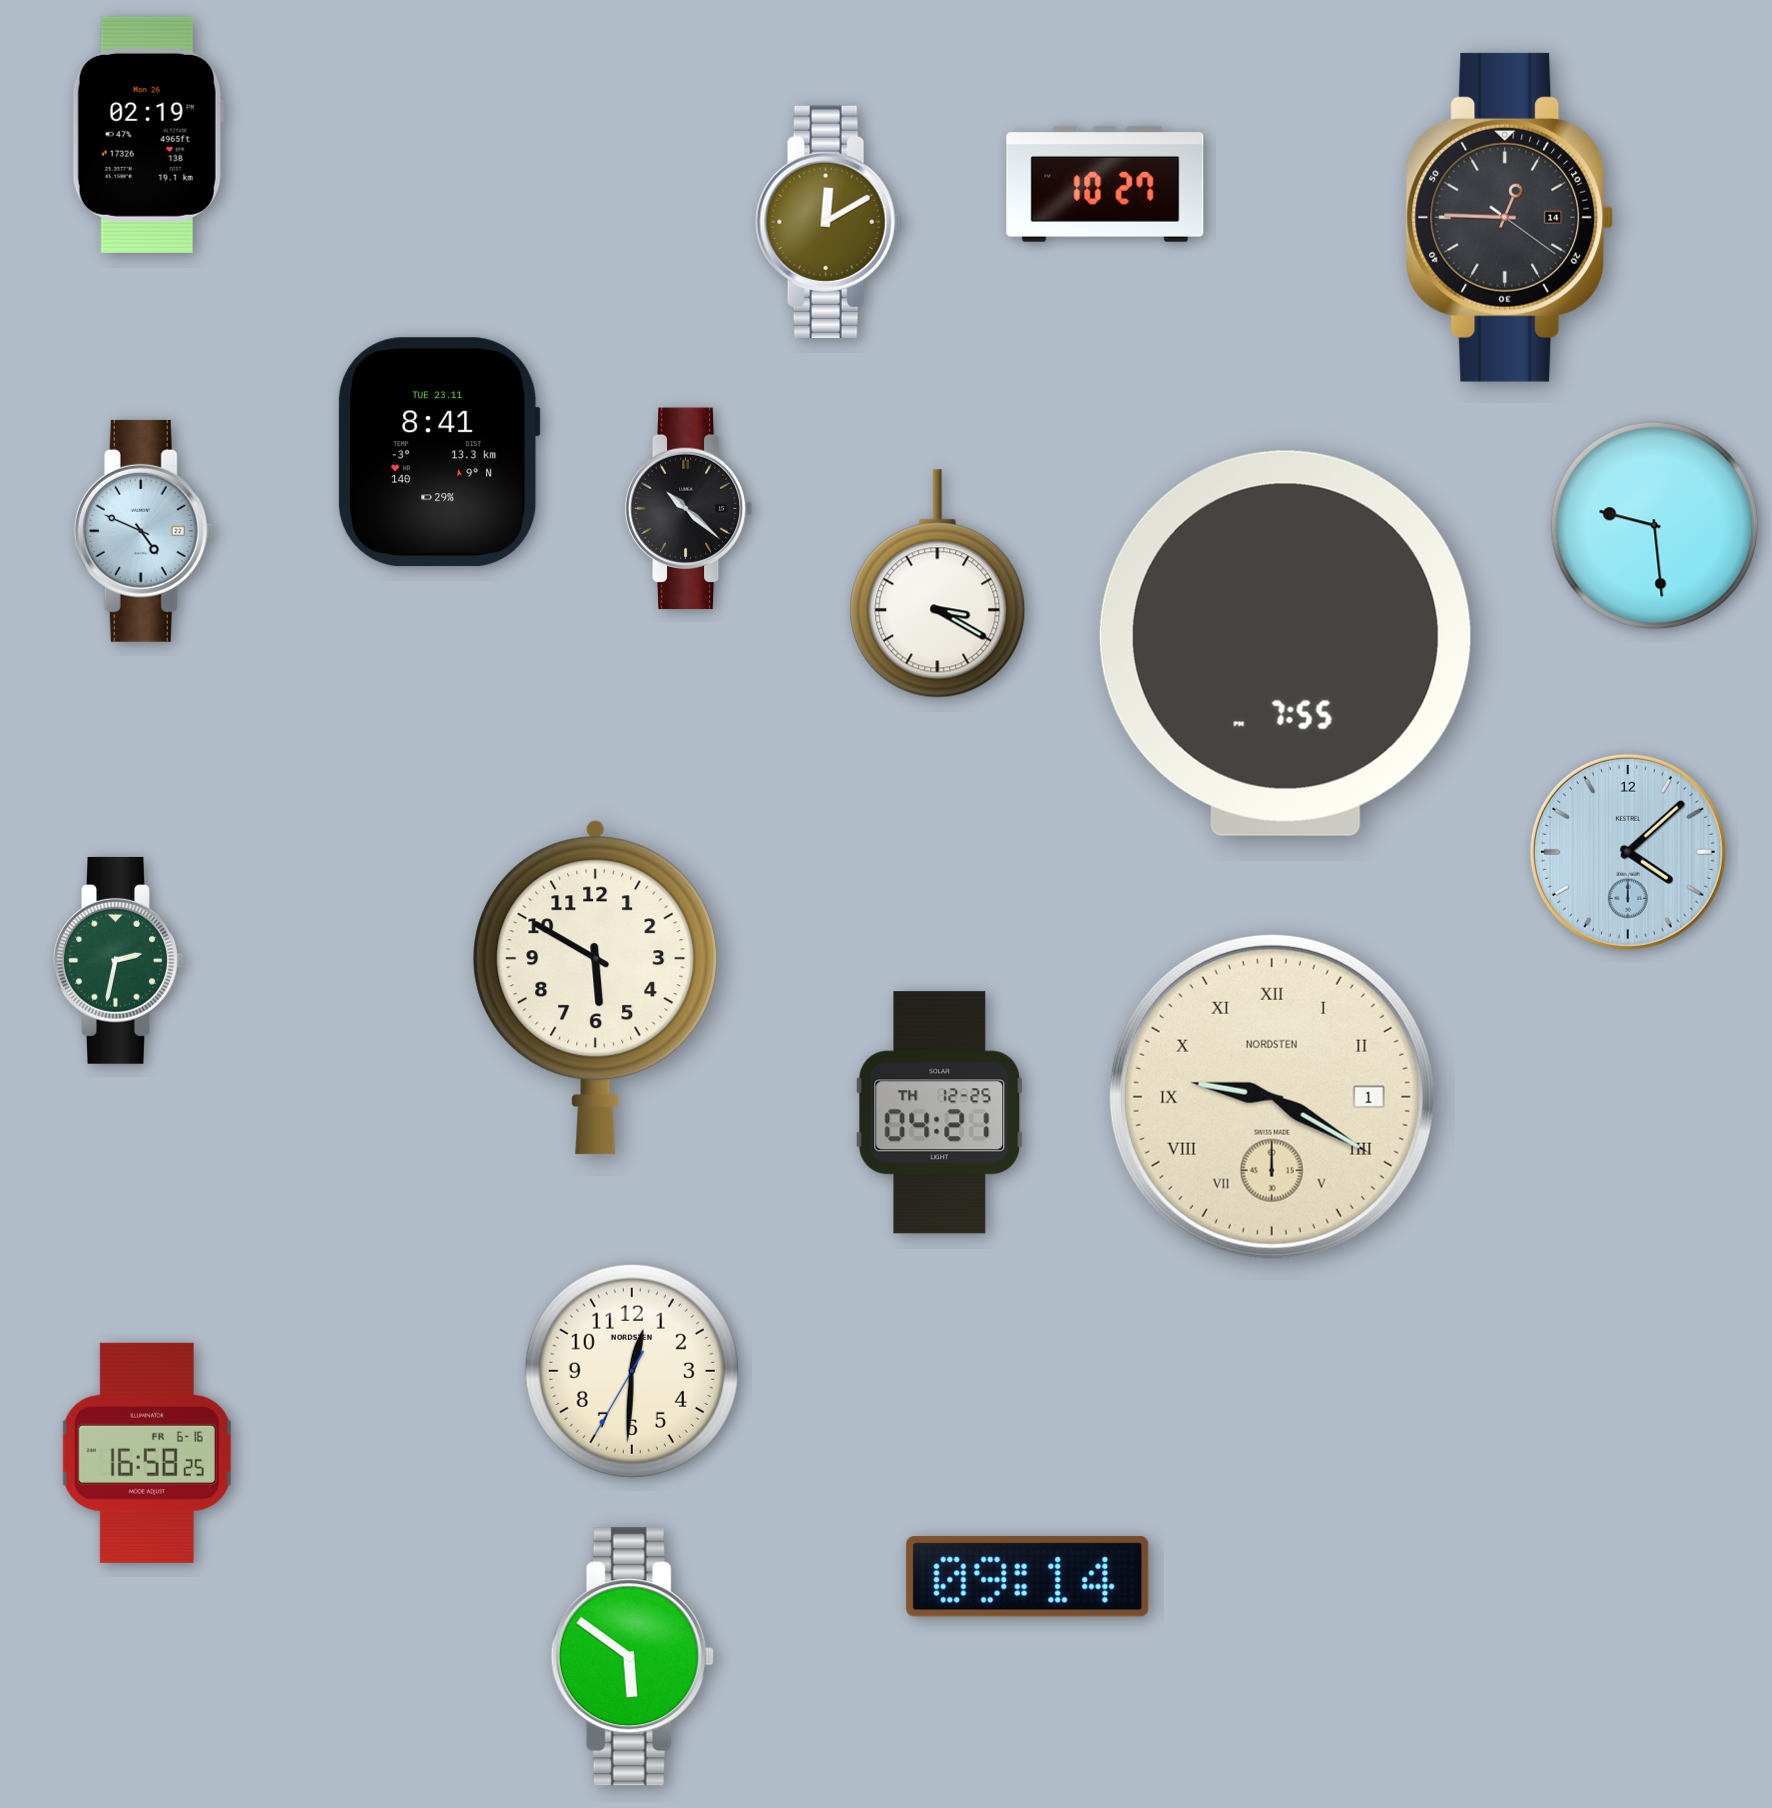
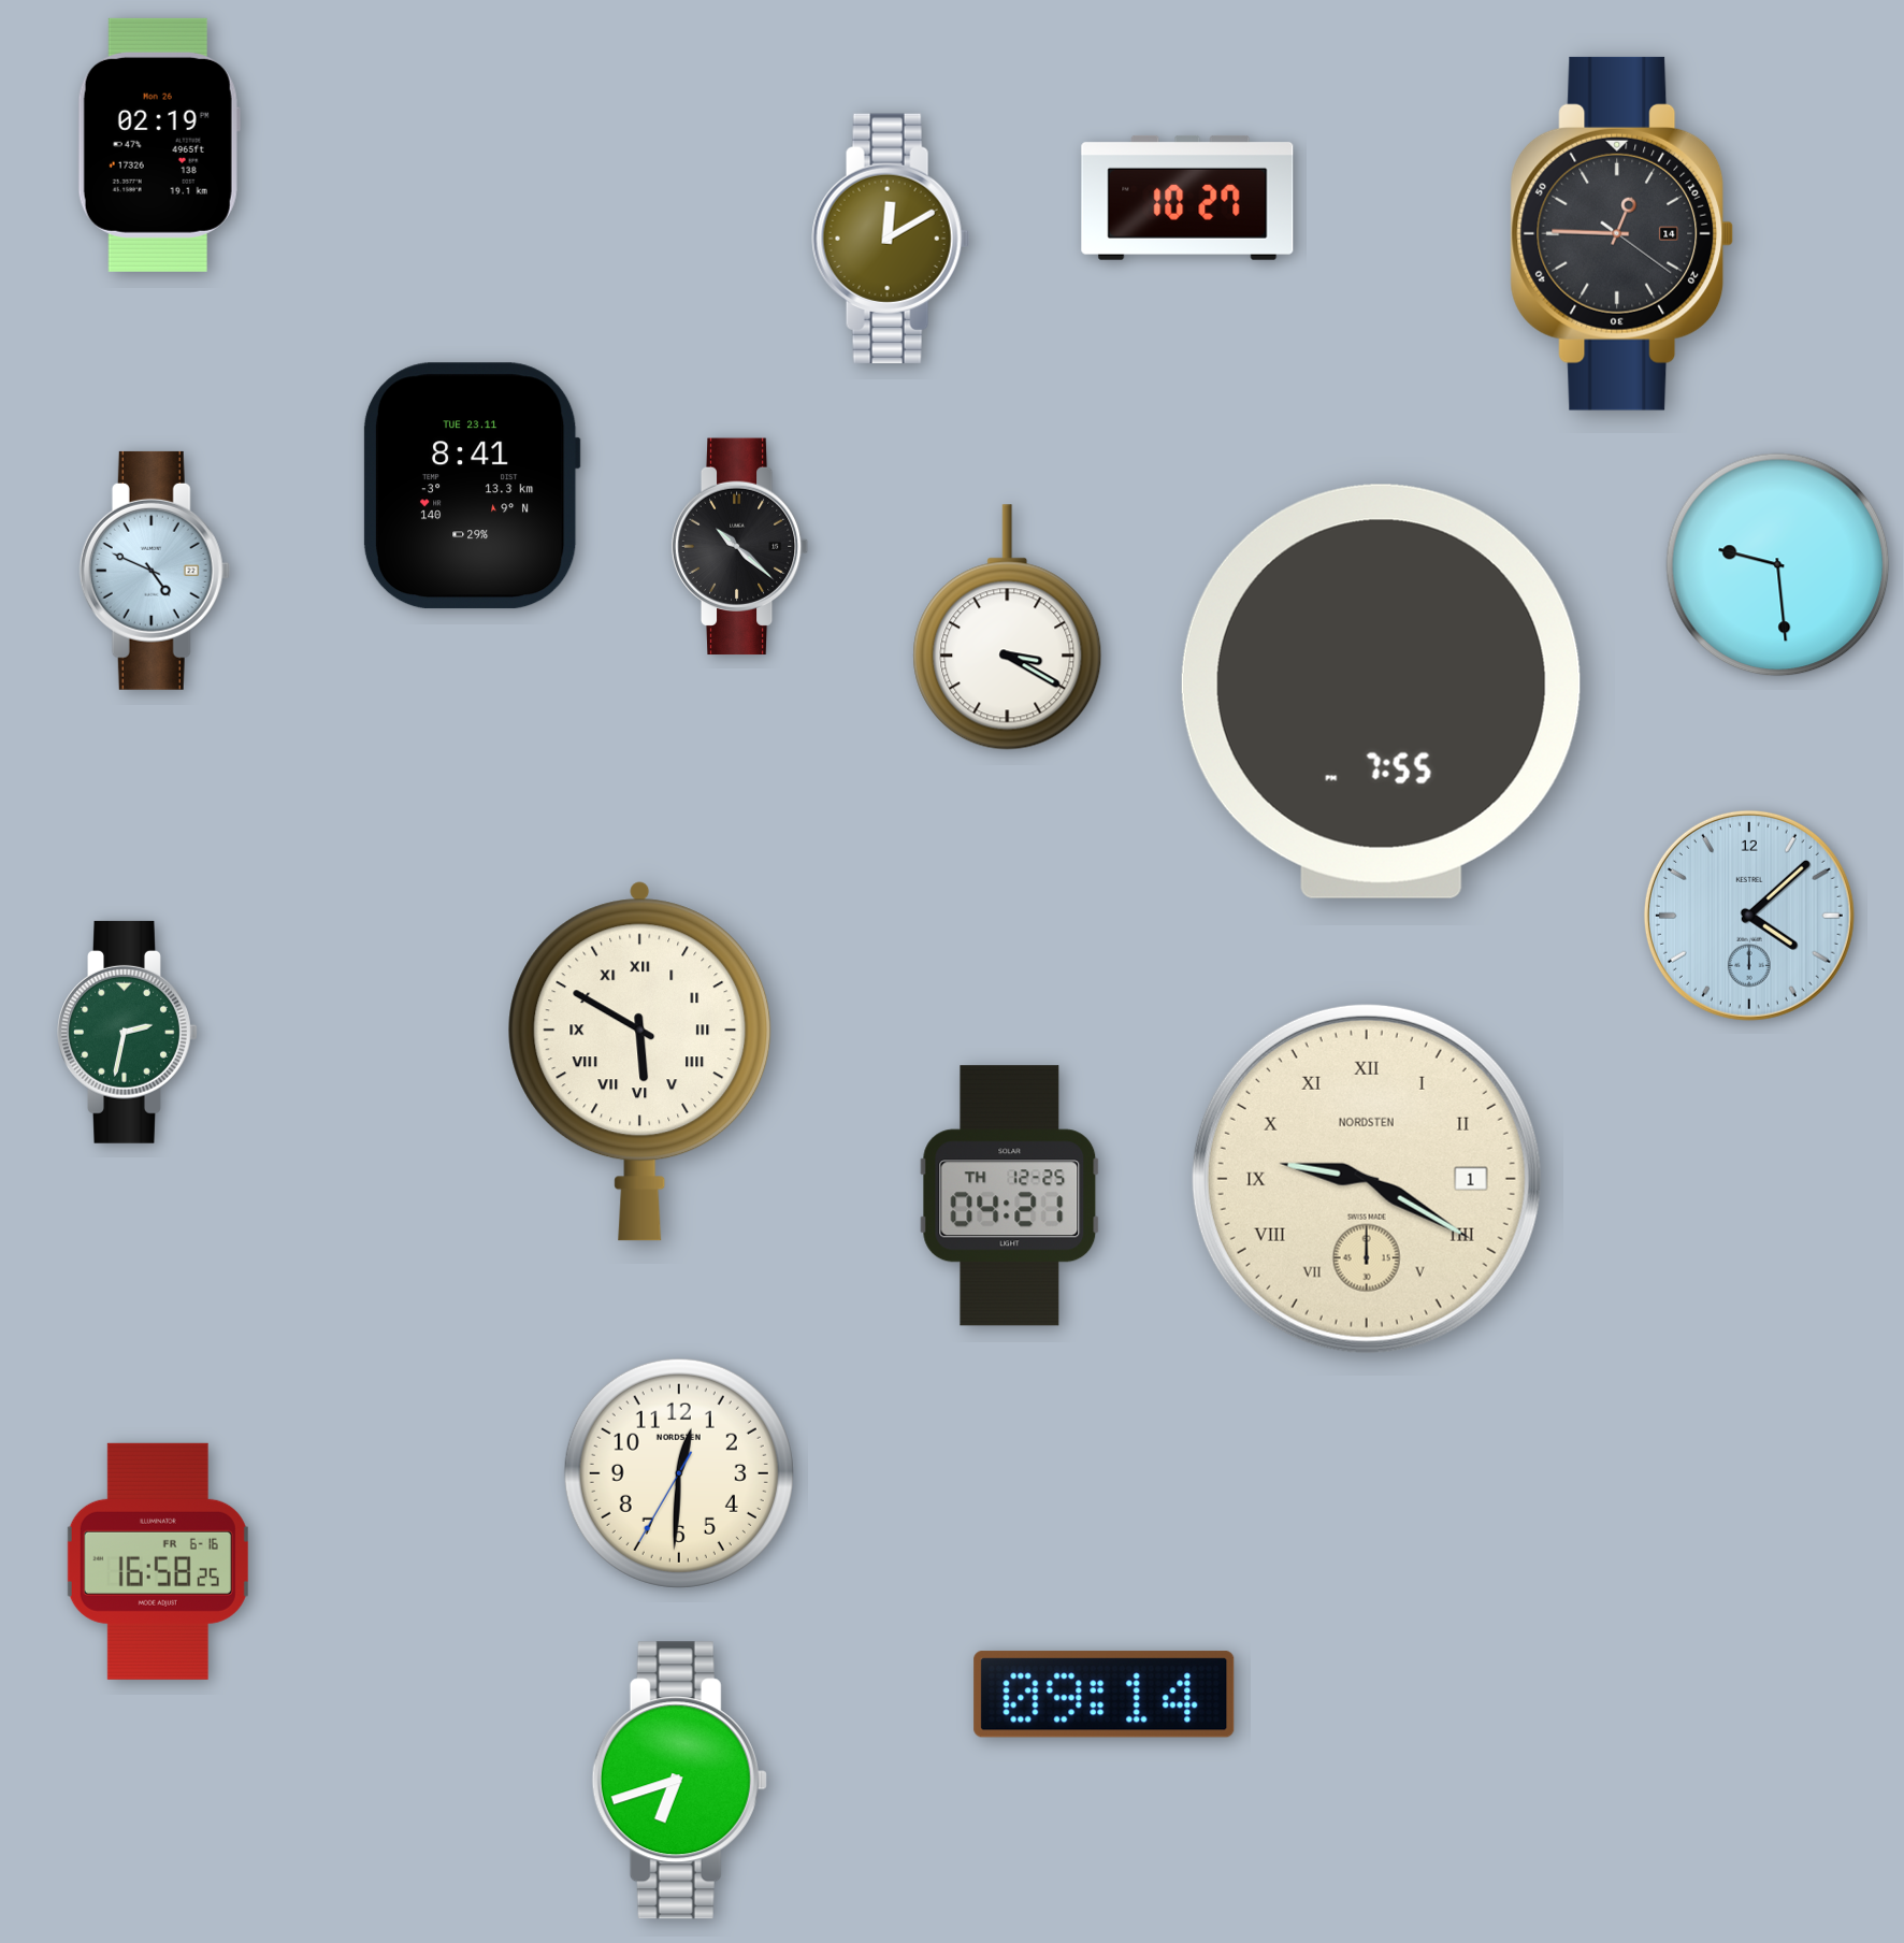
clock at (596, 987) numerals: Arabic -> Roman
clock at (632, 1657): 5:51 -> 6:42
